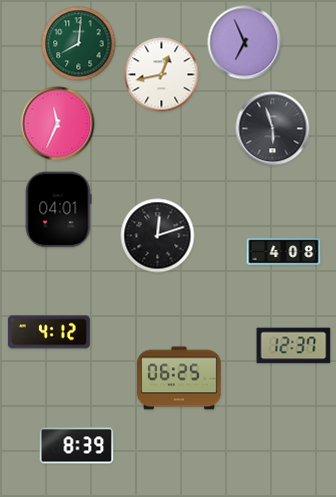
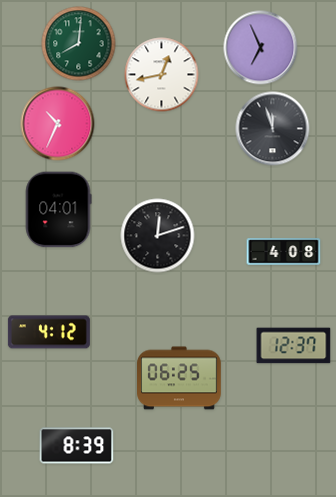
clock at (245, 43) position: (245, 43) -> (261, 48)
clock at (58, 124): 11:34 -> 10:34
clock at (273, 129): 5:57 -> 11:57
